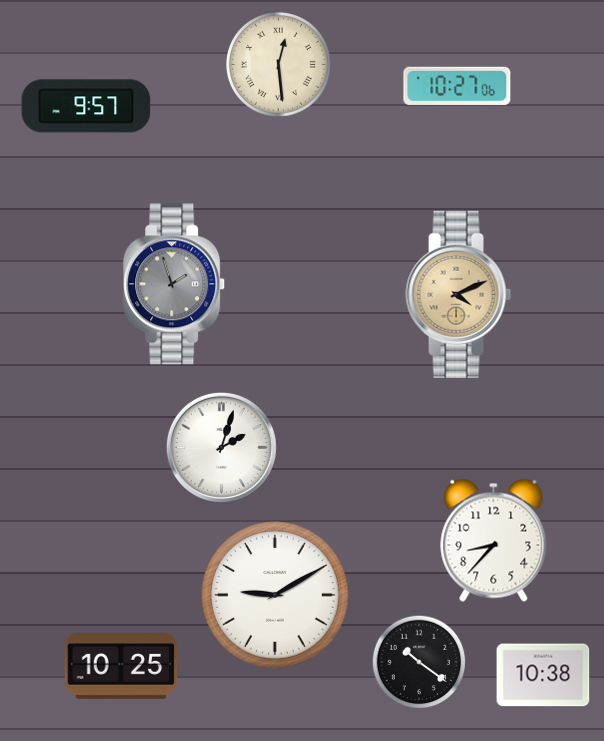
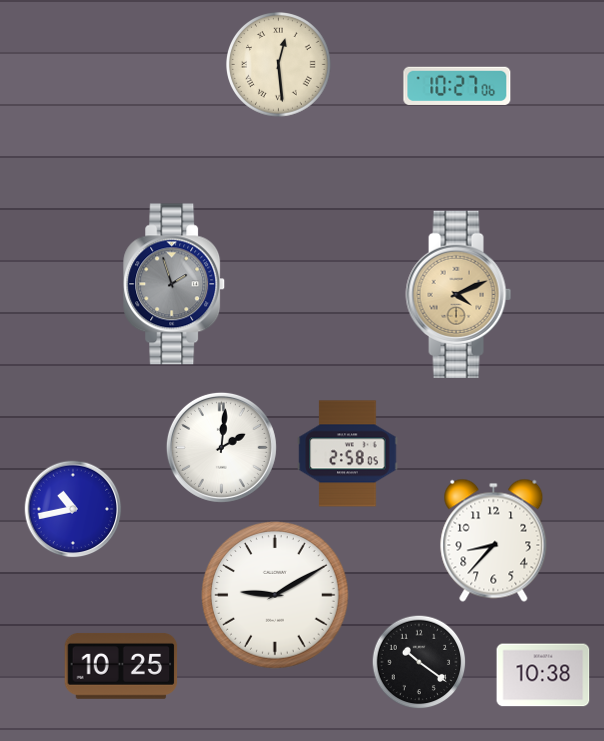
clock at (86, 106): 9:57 -> none
clock at (221, 447): 2:03 -> 2:01
clock at (348, 454): none -> 2:58
clock at (73, 509): none -> 10:43
